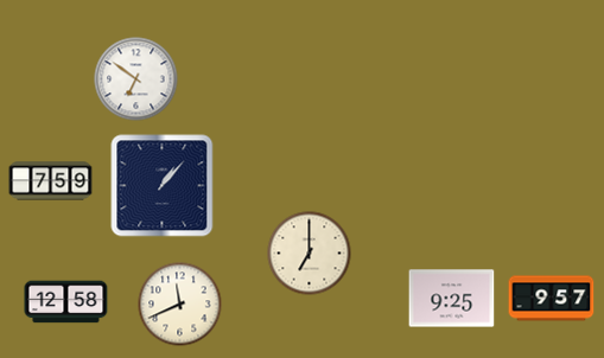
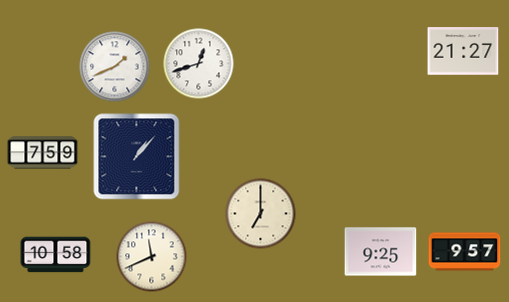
clock at (463, 51): none -> 21:27
clock at (199, 64): none -> 12:42
clock at (136, 79): 6:51 -> 1:41
clock at (66, 302): 12:58 -> 10:58
